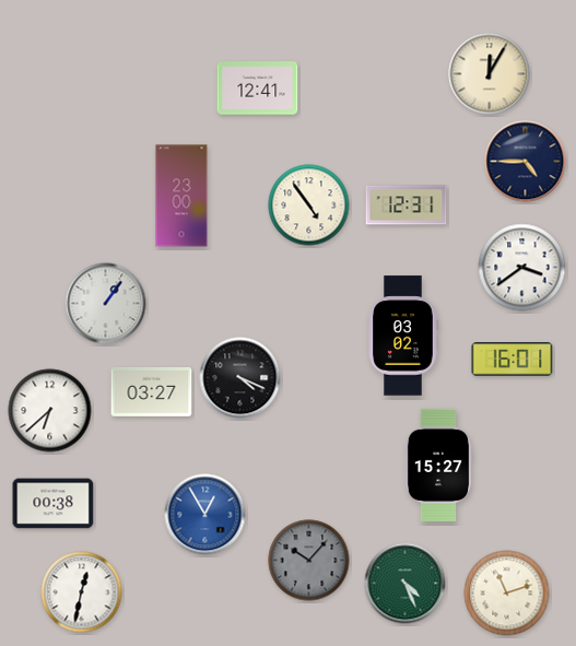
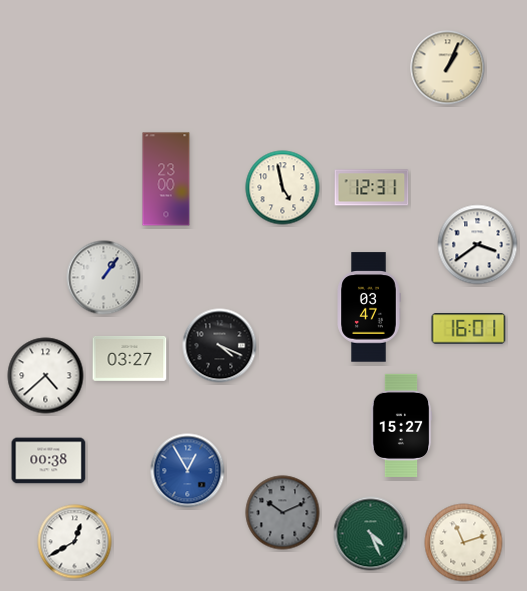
clock at (490, 74): 12:05 -> 1:04
clock at (258, 89): 12:41 -> none
clock at (526, 162): 4:45 -> none
clock at (309, 205): 4:54 -> 4:58
clock at (106, 304) position: (106, 304) -> (104, 278)
clock at (403, 336): 03:02 -> 03:47
clock at (152, 392) position: (152, 392) -> (130, 359)
clock at (50, 411): 6:38 -> 4:38
clock at (309, 561): 10:07 -> 10:11
clock at (82, 592): 12:32 -> 12:40
